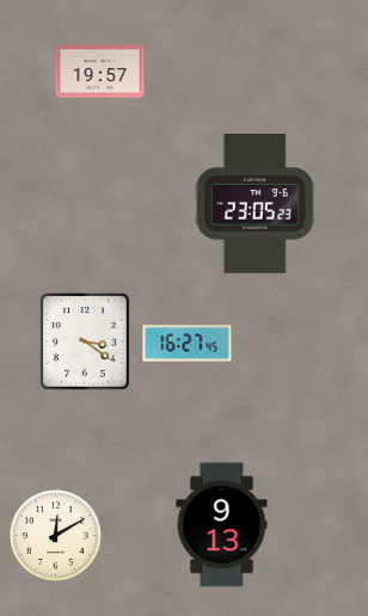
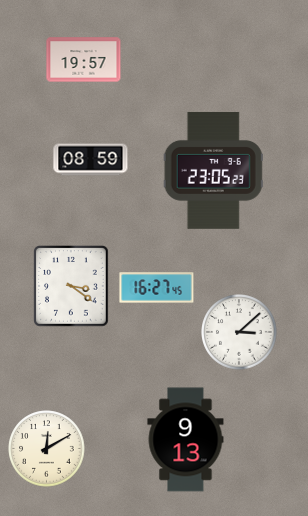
clock at (91, 160): none -> 08:59
clock at (239, 332): none -> 3:08
